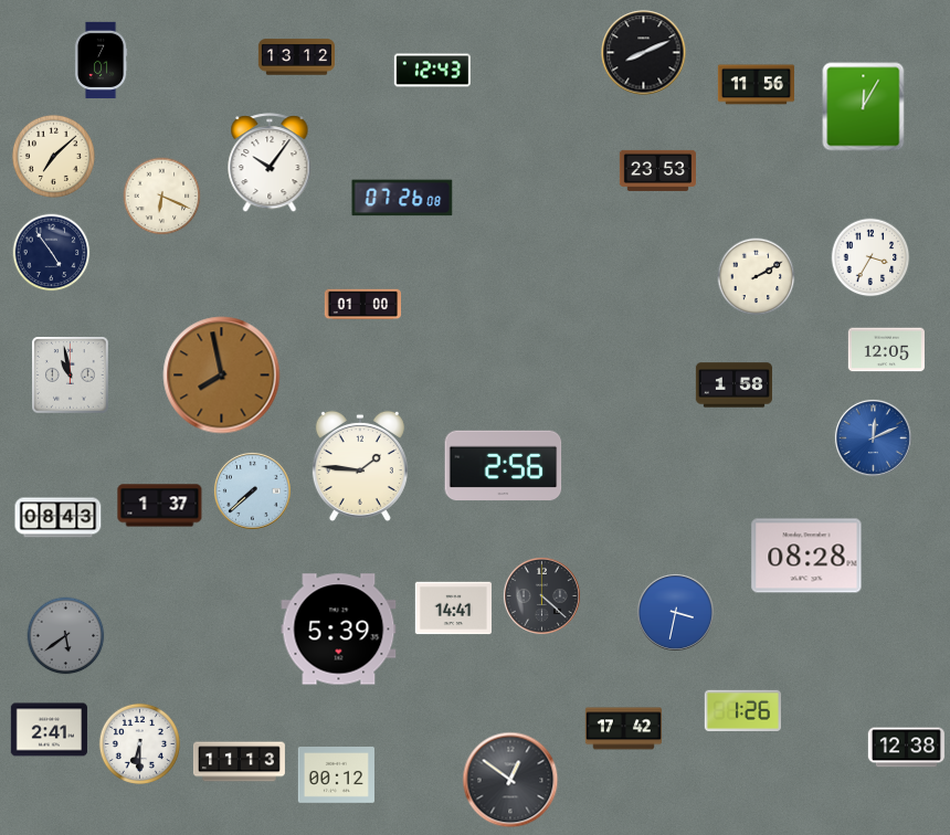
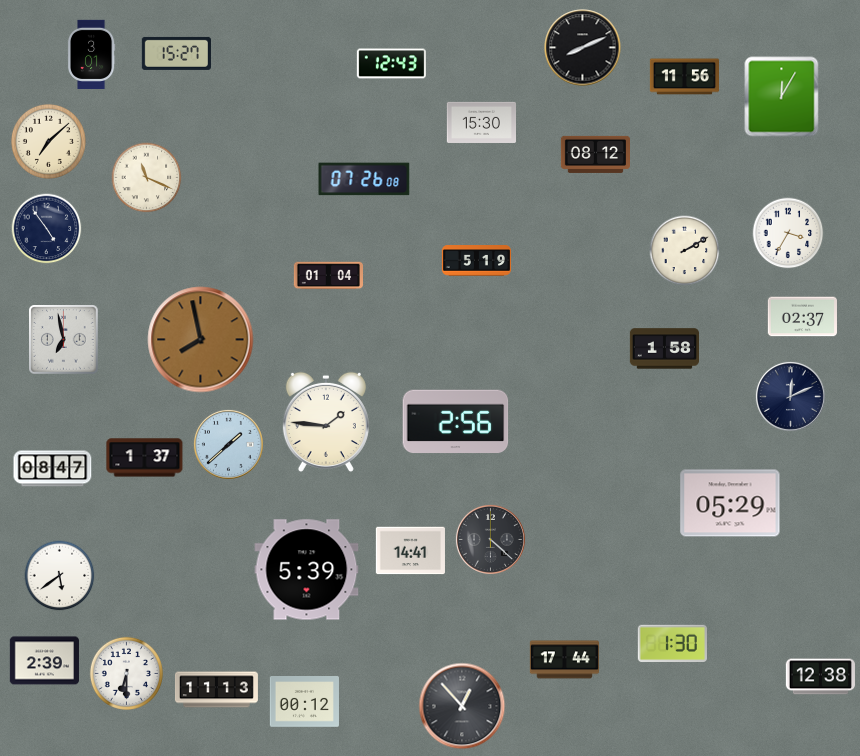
clock at (296, 57): 13:12 -> none
clock at (176, 53): none -> 15:27
clock at (101, 60): 7:01 -> 3:01
clock at (481, 122): none -> 15:30
clock at (270, 163): 10:06 -> none
clock at (657, 170): 23:53 -> 08:12
clock at (162, 197): 6:19 -> 11:19
clock at (476, 261): none -> 5:19
clock at (362, 305): 01:00 -> 01:04
clock at (886, 350): 12:05 -> 02:37
clock at (71, 376): 10:58 -> 6:58
clock at (873, 437) dial: blue -> navy
clock at (252, 490): 7:38 -> 1:38
clock at (59, 518): 08:43 -> 08:47
clock at (806, 556): 08:28 -> 05:29
clock at (675, 612): 3:32 -> none
clock at (66, 636) dial: grey -> white
clock at (742, 710): 1:26 -> 1:30
clock at (623, 729): 17:42 -> 17:44
clock at (49, 730): 2:41 -> 2:39
clock at (510, 780): 12:51 -> 12:53
